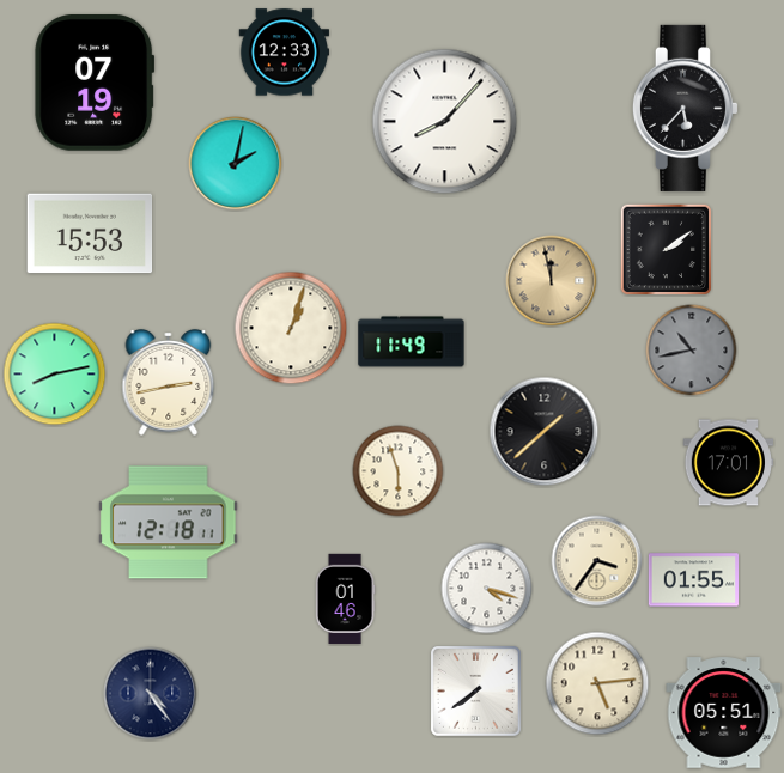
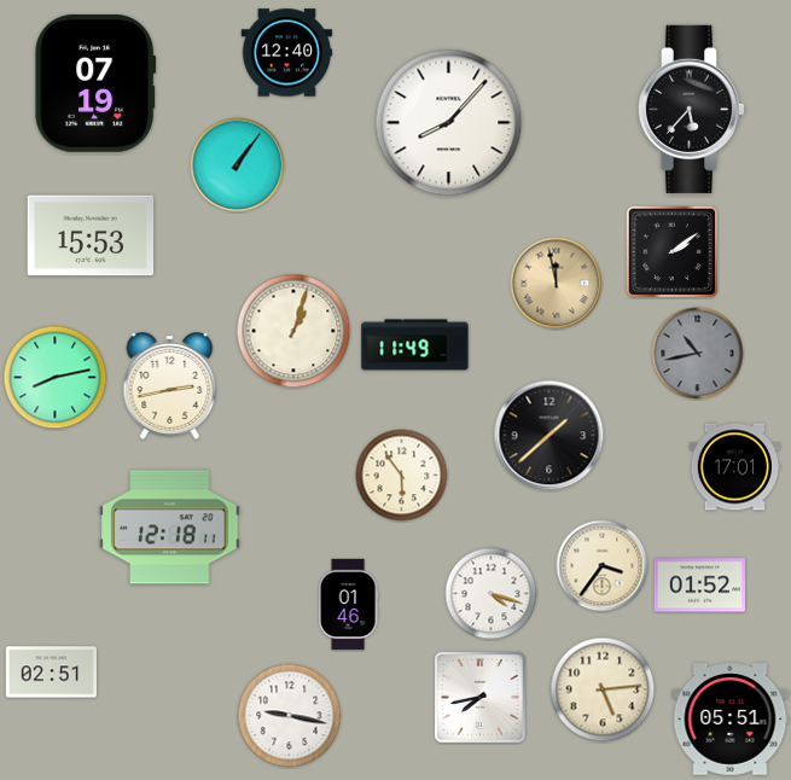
clock at (284, 53): 12:33 -> 12:40
clock at (236, 164): 2:02 -> 1:06
clock at (399, 471): 5:57 -> 5:54
clock at (693, 580): 01:55 -> 01:52
clock at (51, 673): none -> 02:51
clock at (475, 690): 7:39 -> 7:43
clock at (151, 694): 4:24 -> none
clock at (290, 716): none -> 9:17
